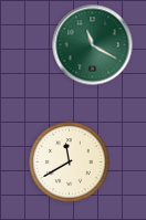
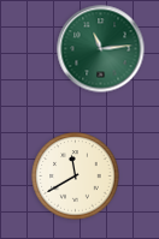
clock at (93, 45): 11:20 -> 11:14
